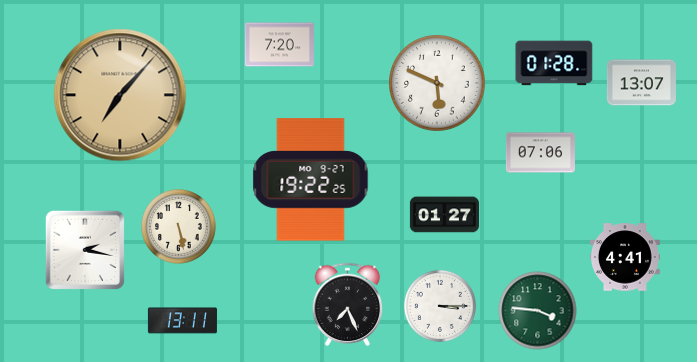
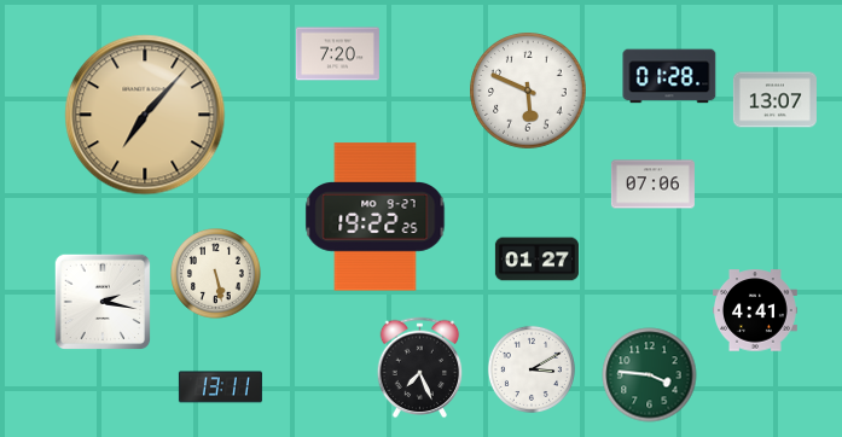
clock at (437, 83) position: (437, 83) -> (528, 91)
clock at (440, 306): 3:15 -> 3:10
